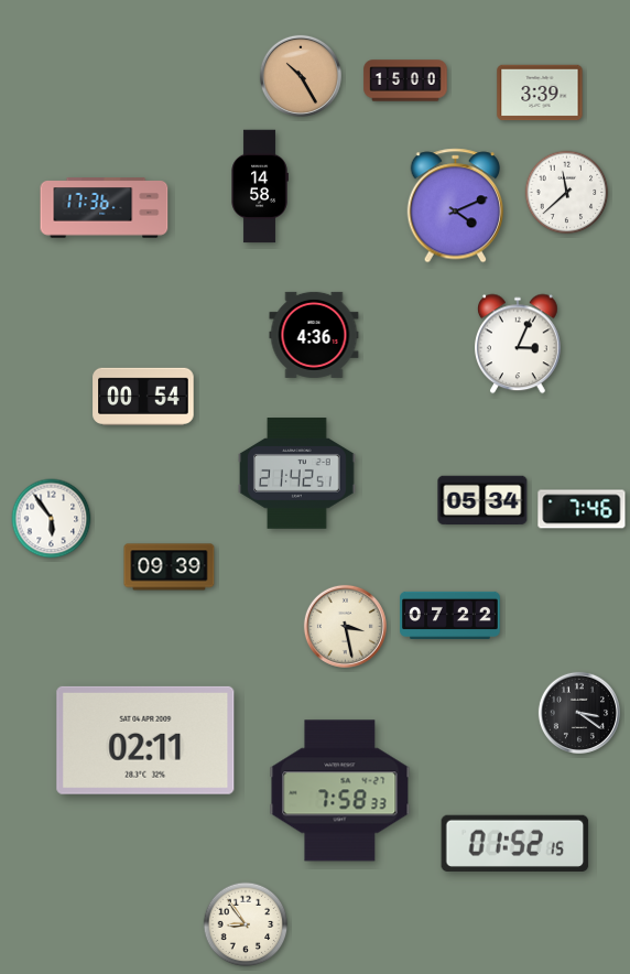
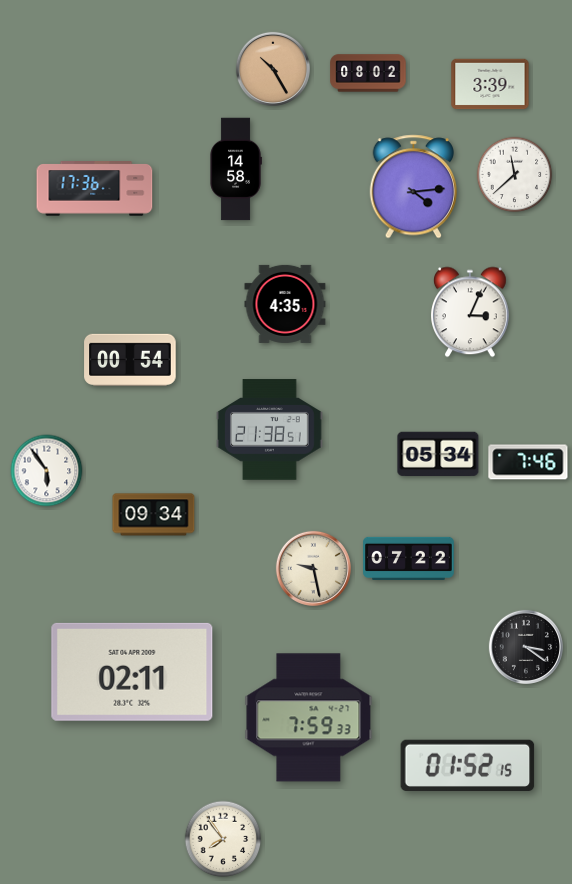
clock at (405, 80): 15:00 -> 08:02
clock at (456, 206): 4:11 -> 4:14
clock at (314, 335): 4:36 -> 4:35
clock at (297, 474): 21:42 -> 21:38
clock at (170, 567): 09:39 -> 09:34
clock at (345, 626): 3:28 -> 9:28
clock at (340, 791): 7:58 -> 7:59
clock at (246, 924): 8:54 -> 7:54
